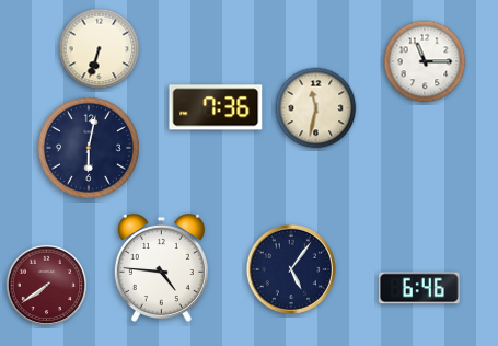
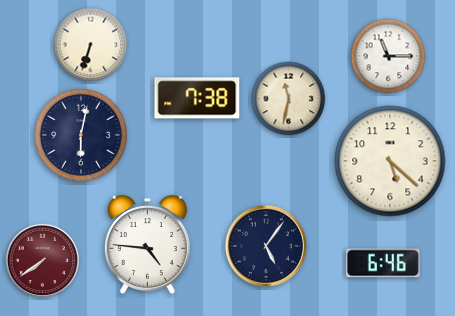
clock at (216, 107): 7:36 -> 7:38
clock at (390, 161): none -> 5:22
